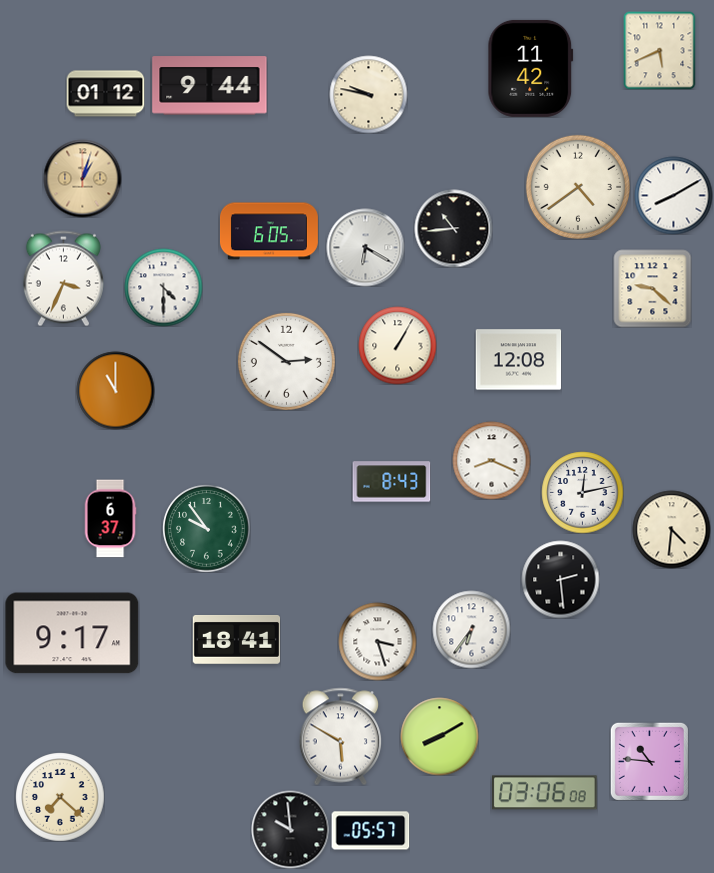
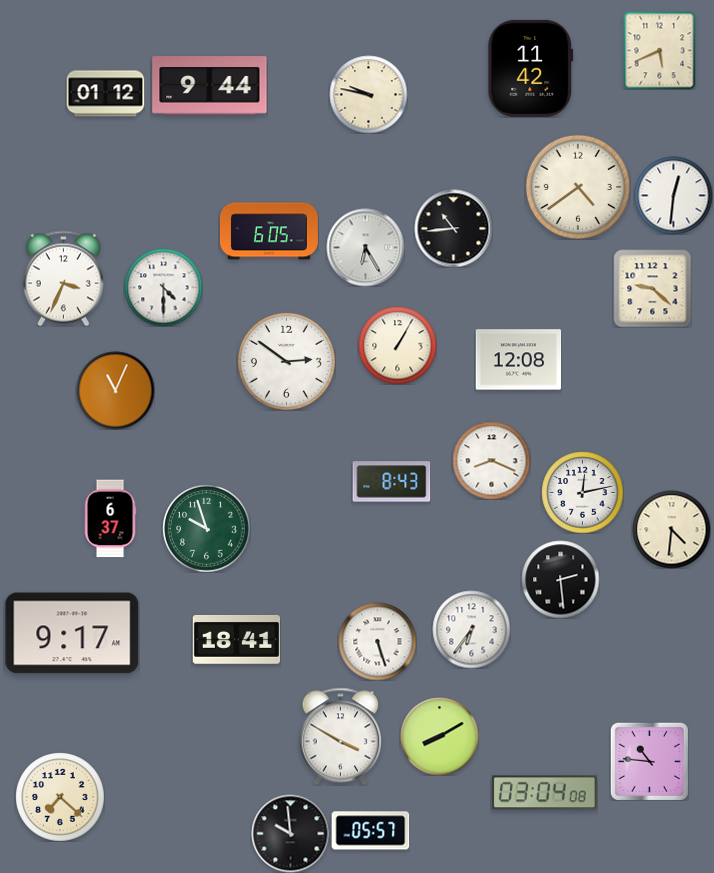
clock at (82, 178): 1:03 -> none
clock at (673, 195): 8:10 -> 12:31
clock at (365, 247): 6:20 -> 6:25
clock at (115, 390): 11:00 -> 11:04
clock at (206, 528): 9:54 -> 9:57
clock at (377, 641): 3:27 -> 5:27
clock at (341, 736): 5:50 -> 3:50
clock at (545, 793): 03:06 -> 03:04
clock at (290, 829) position: (290, 829) -> (290, 833)
